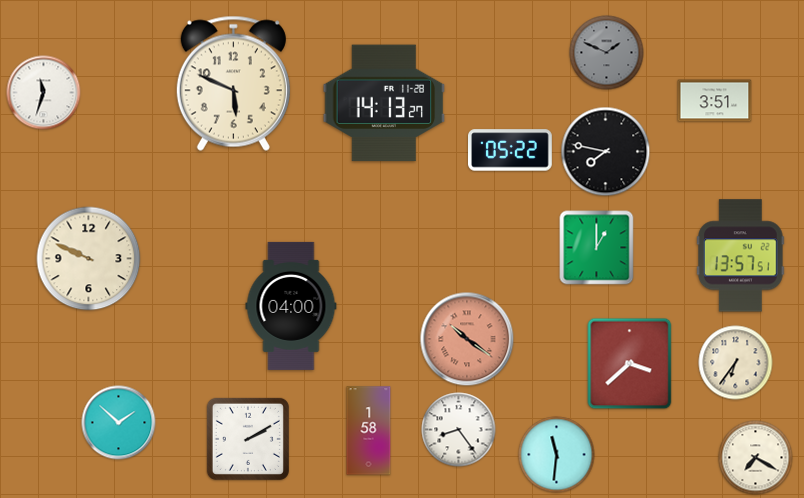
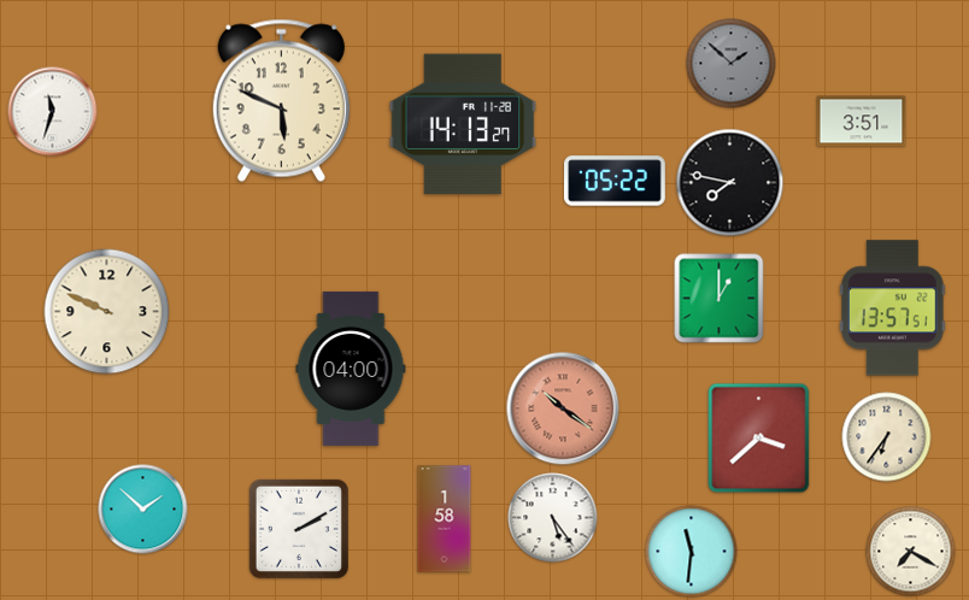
clock at (607, 53): 1:49 -> 1:52
clock at (459, 430): 8:24 -> 5:24
clock at (557, 455) position: (557, 455) -> (692, 552)
